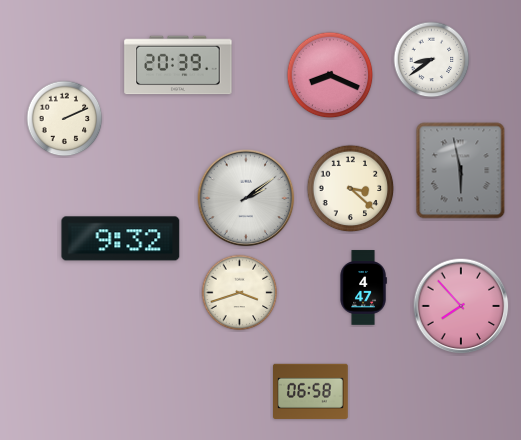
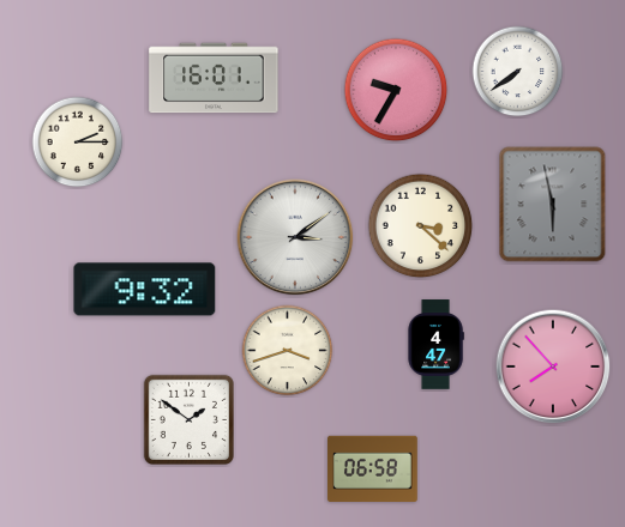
clock at (432, 60): 8:39 -> 7:39
clock at (178, 65): 20:39 -> 16:01
clock at (330, 75): 8:19 -> 9:35
clock at (65, 119): 2:11 -> 2:15
clock at (246, 198): 2:09 -> 3:09
clock at (121, 239) position: (121, 239) -> (145, 290)
clock at (188, 419): none -> 1:51
